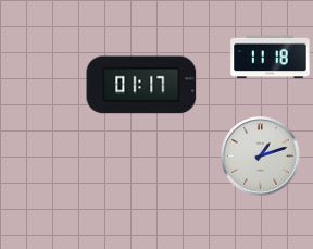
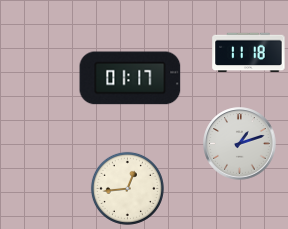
clock at (127, 188): none -> 12:44
